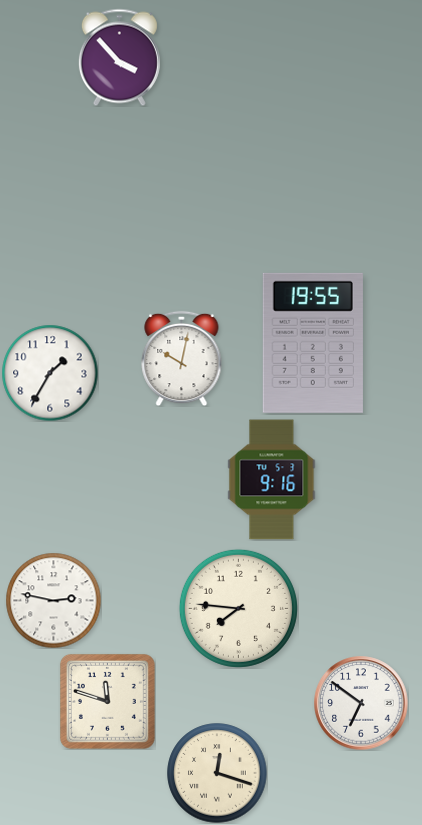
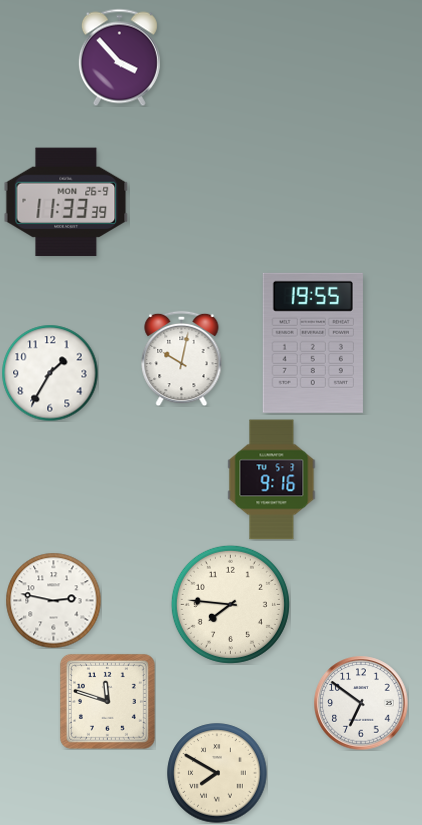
clock at (66, 202): none -> 11:33
clock at (238, 608) position: (238, 608) -> (230, 604)
clock at (217, 773): 12:18 -> 7:50
